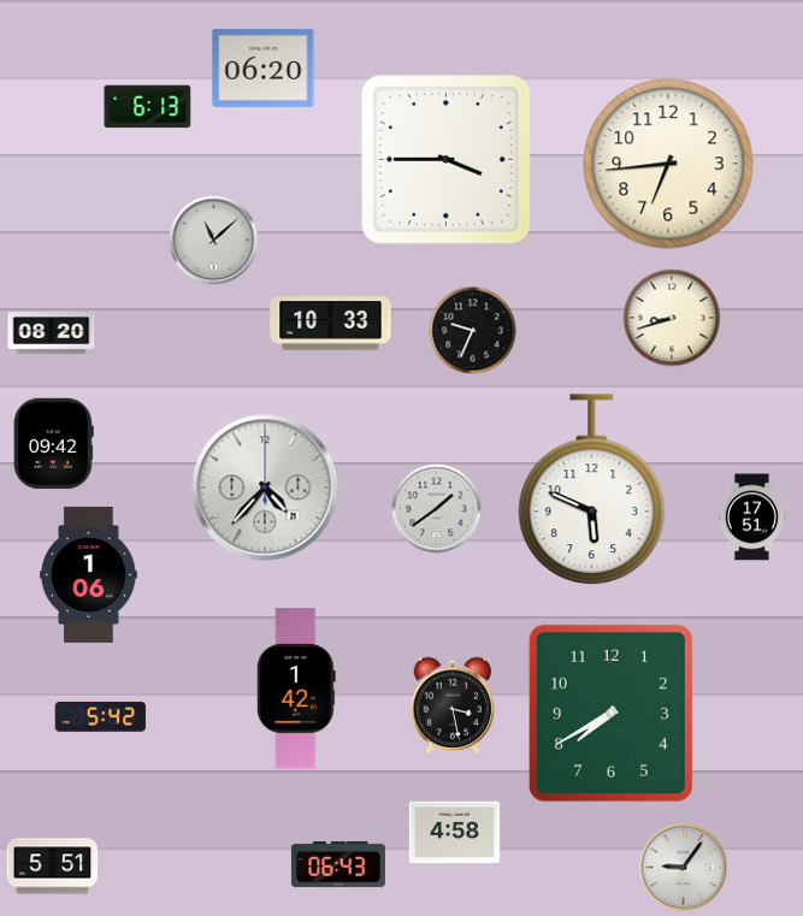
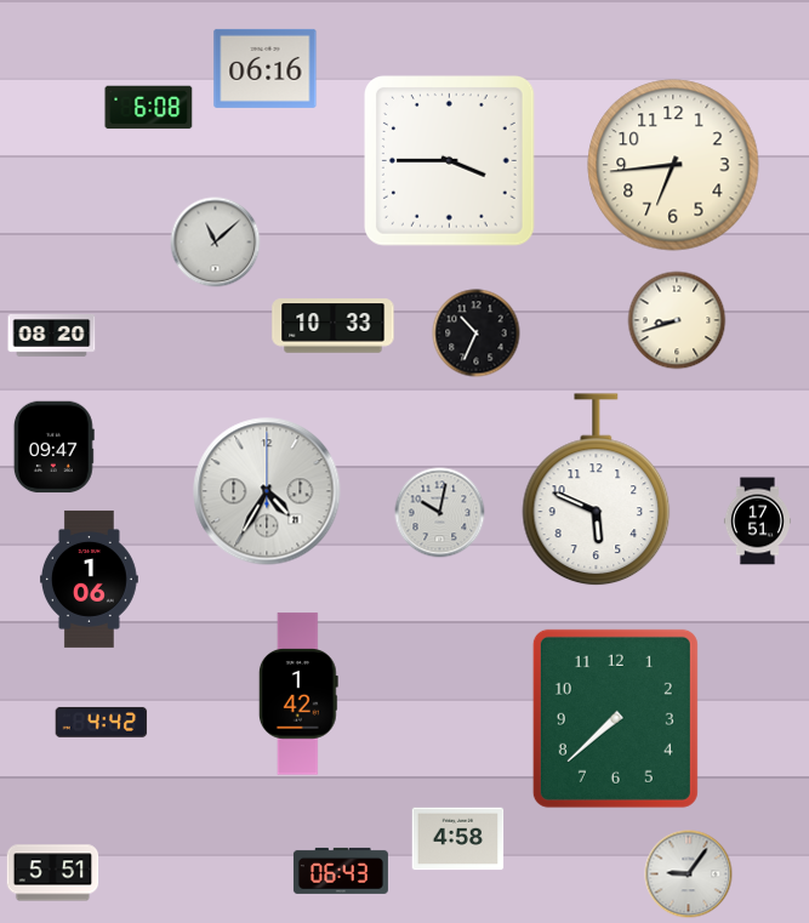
clock at (264, 67): 06:20 -> 06:16
clock at (148, 107): 6:13 -> 6:08
clock at (473, 331): 9:34 -> 10:34
clock at (53, 444): 09:42 -> 09:47
clock at (265, 487): 4:37 -> 4:35
clock at (592, 490) position: (592, 490) -> (597, 490)
clock at (437, 509): 1:39 -> 10:02
clock at (453, 705): 3:28 -> none
clock at (610, 713): 7:40 -> 7:38
clock at (101, 716): 5:42 -> 4:42
